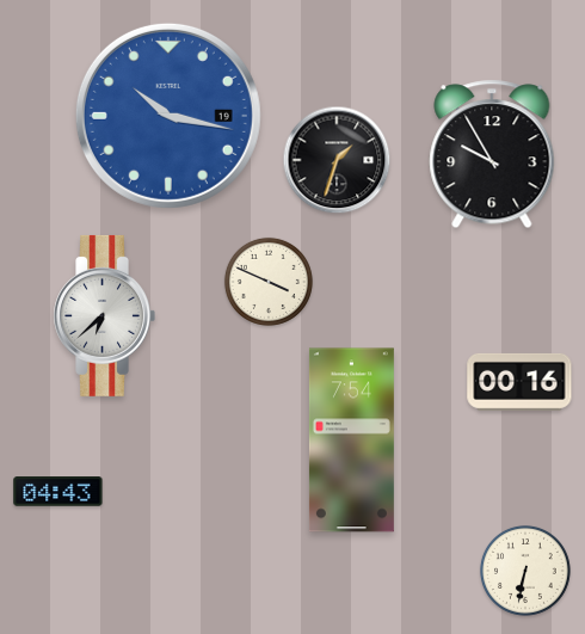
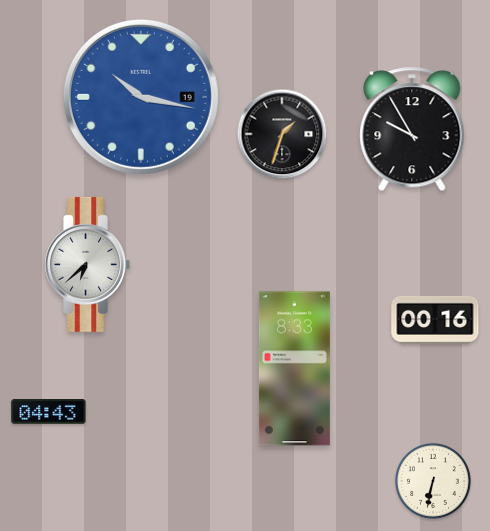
clock at (269, 282): 3:49 -> none
clock at (351, 441): 7:54 -> 8:33
clock at (525, 571) position: (525, 571) -> (433, 481)
